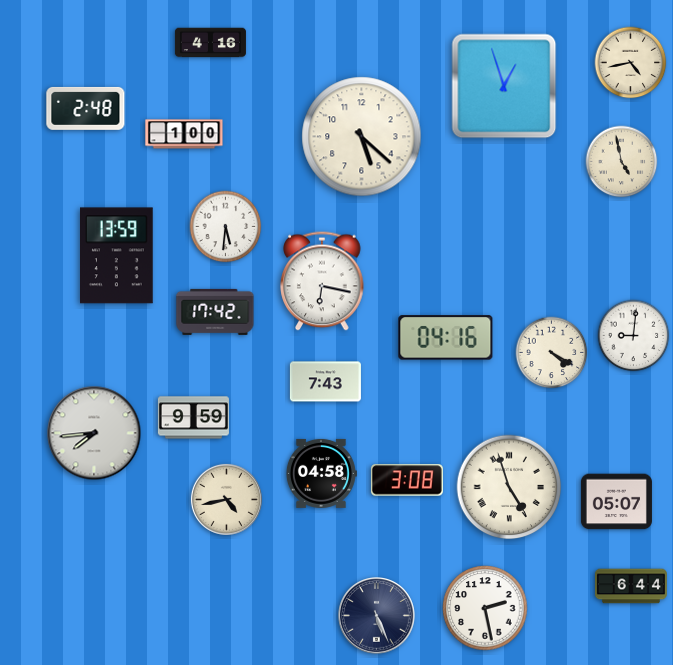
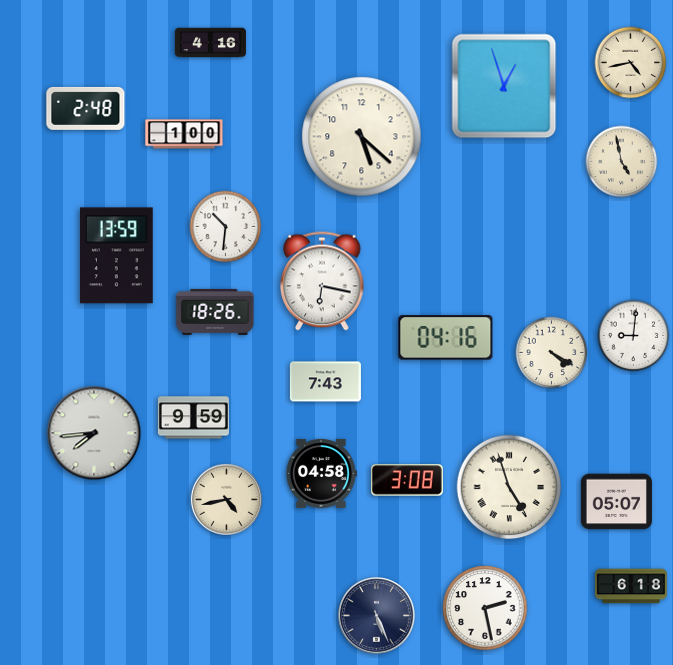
clock at (226, 227): 5:31 -> 10:31
clock at (215, 312): 17:42 -> 18:26
clock at (631, 586): 6:44 -> 6:18
